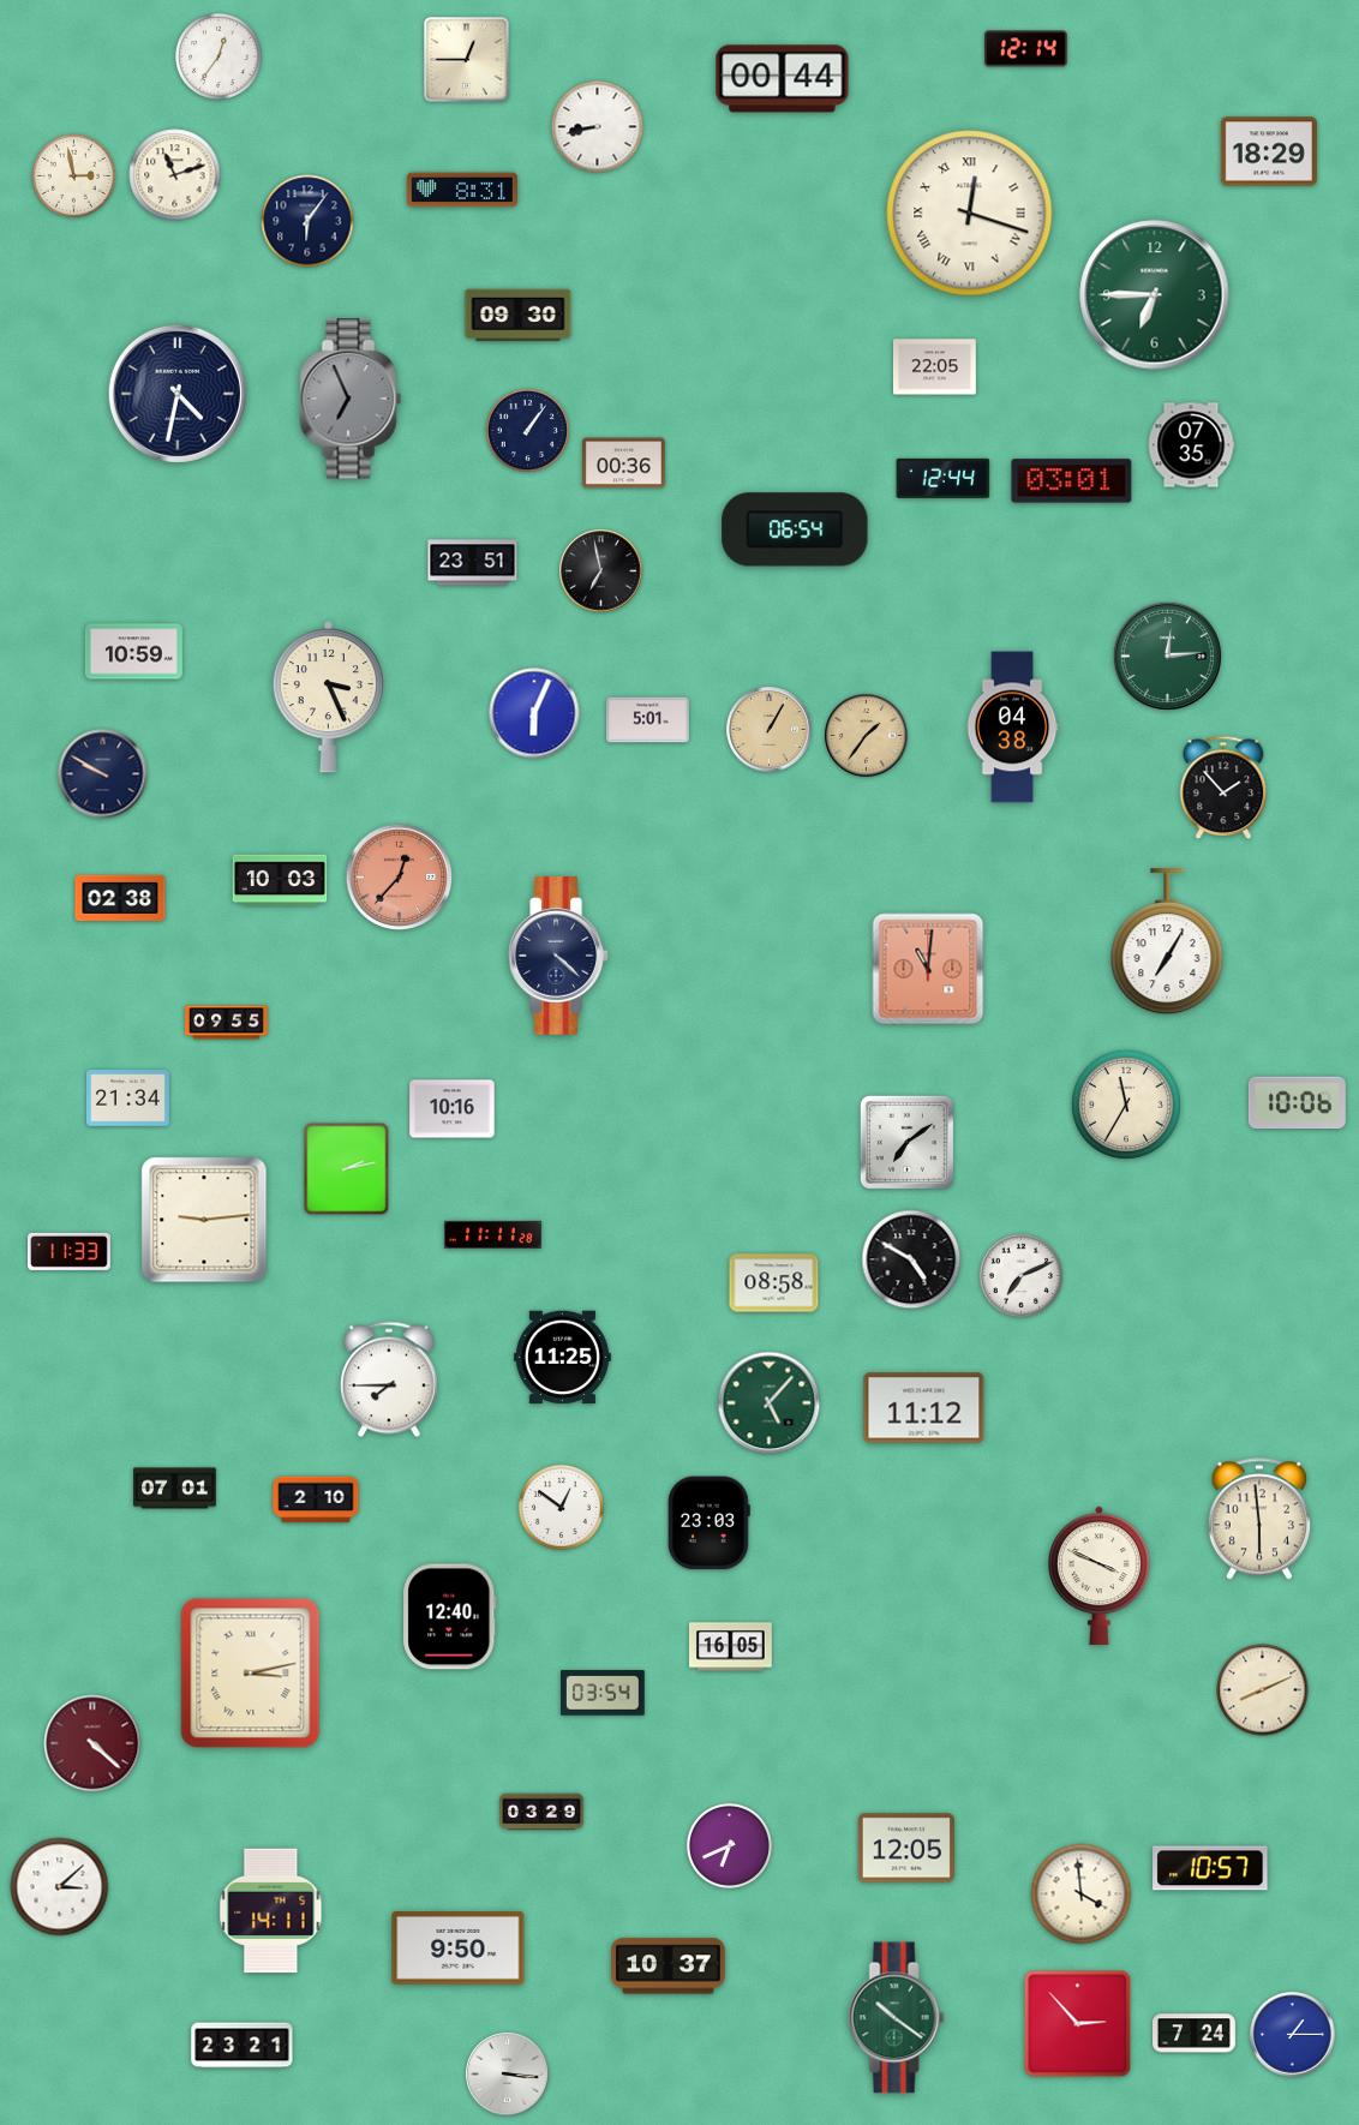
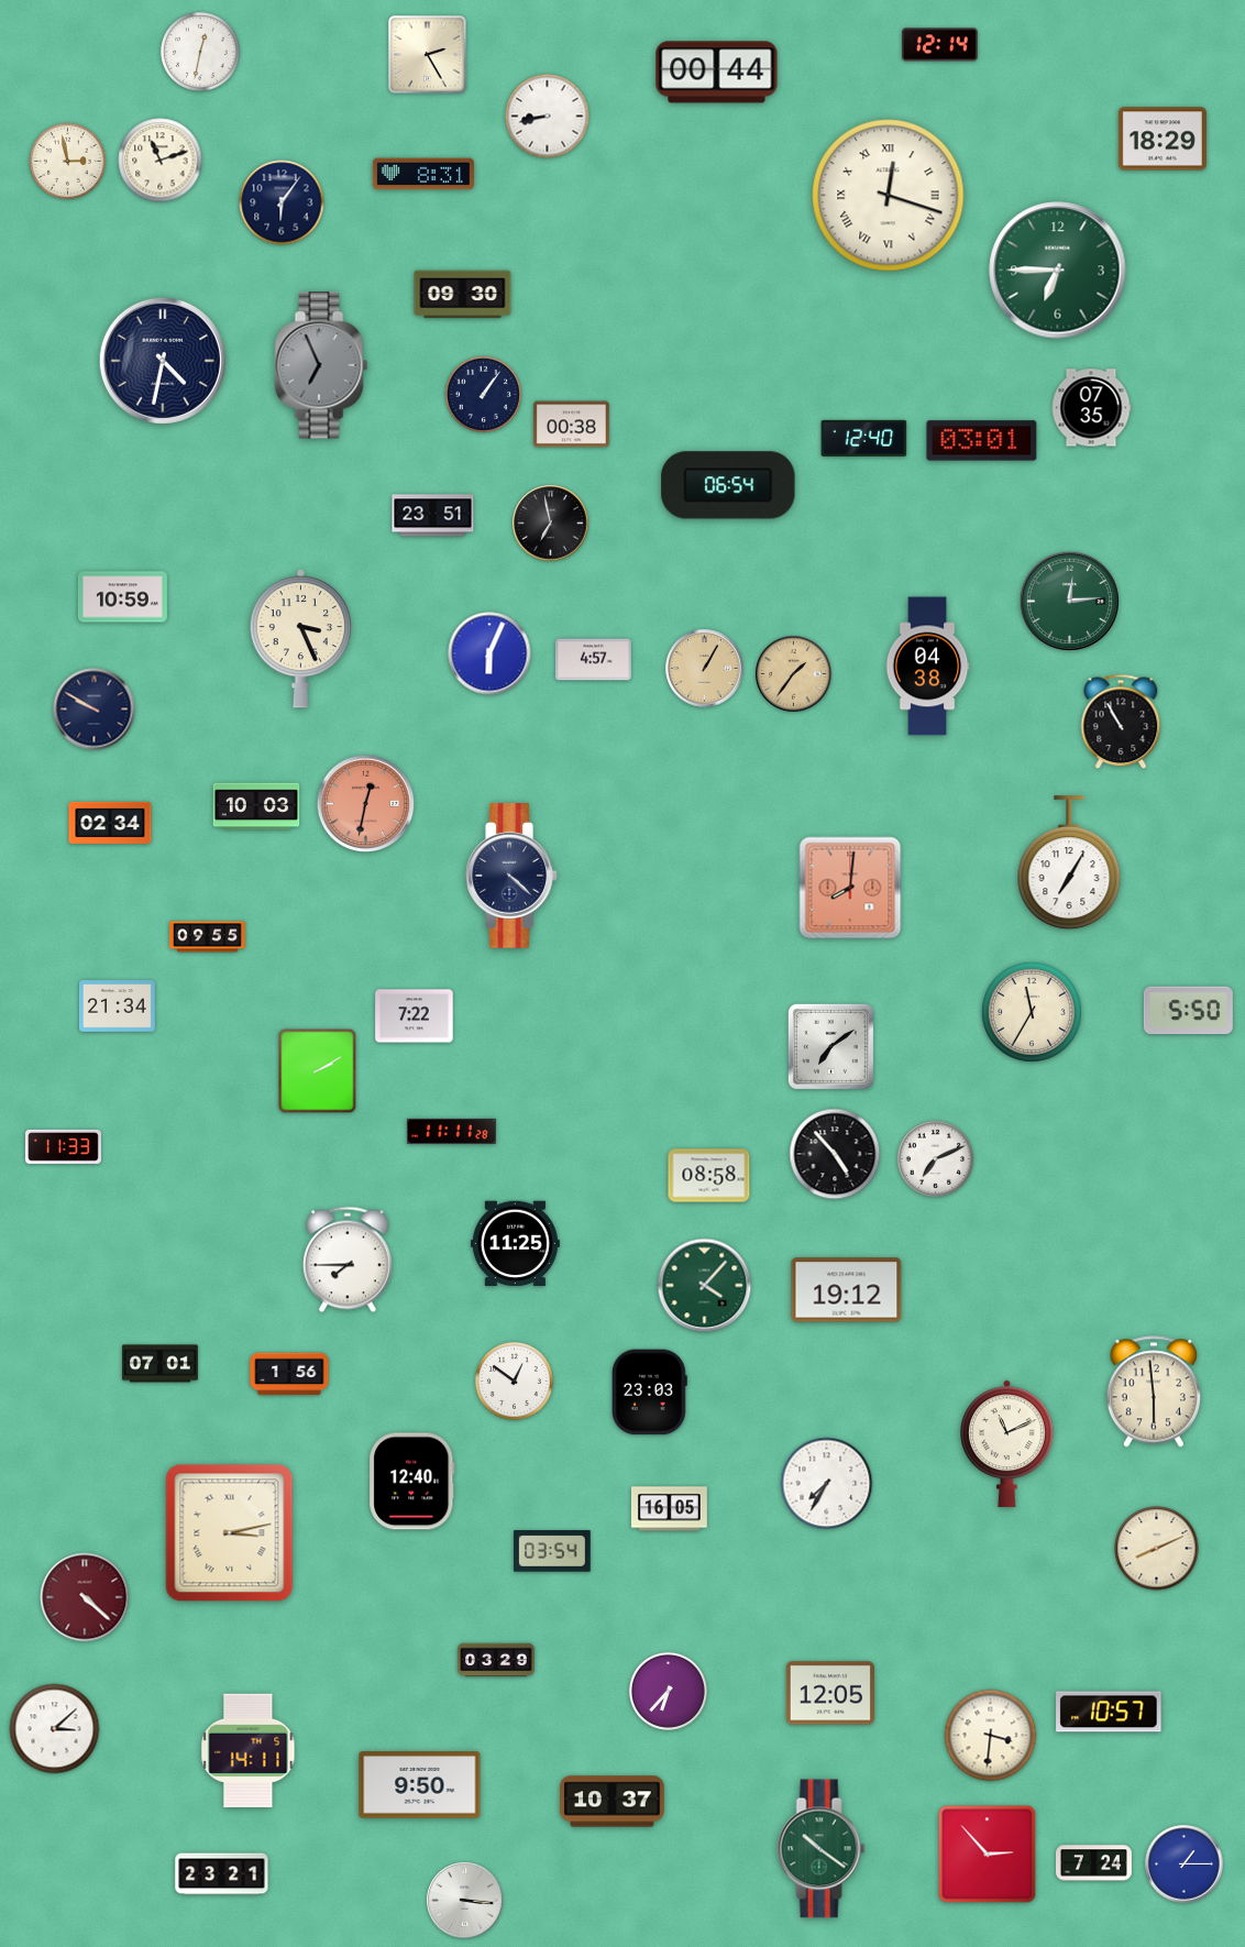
clock at (218, 56): 12:36 -> 12:32
clock at (467, 60): 12:45 -> 2:25
clock at (519, 316) position: (519, 316) -> (463, 295)
clock at (934, 367): 22:05 -> none
clock at (624, 463): 00:36 -> 00:38
clock at (944, 478): 12:44 -> 12:40
clock at (647, 720): 5:01 -> 4:57
clock at (1223, 788): 1:53 -> 10:55
clock at (400, 878): 12:37 -> 12:32
clock at (120, 898): 02:38 -> 02:34
clock at (928, 969): 11:01 -> 8:01
clock at (1297, 1103): 10:06 -> 5:50
clock at (453, 1109): 10:16 -> 7:22
clock at (347, 1169): 2:13 -> 2:10
clock at (204, 1220): 9:14 -> none
clock at (911, 1259): 4:50 -> 4:53
clock at (1020, 1275) position: (1020, 1275) -> (935, 1158)
clock at (389, 1379) position: (389, 1379) -> (348, 1259)
clock at (770, 1403): 5:07 -> 4:07
clock at (924, 1408): 11:12 -> 19:12
clock at (316, 1500): 2:10 -> 1:56
clock at (708, 1524) position: (708, 1524) -> (649, 1393)
clock at (1100, 1576): 3:49 -> 11:11
clock at (827, 1484): none -> 7:35
clock at (729, 1845): 6:41 -> 6:37
clock at (1082, 1894): 3:59 -> 3:31
